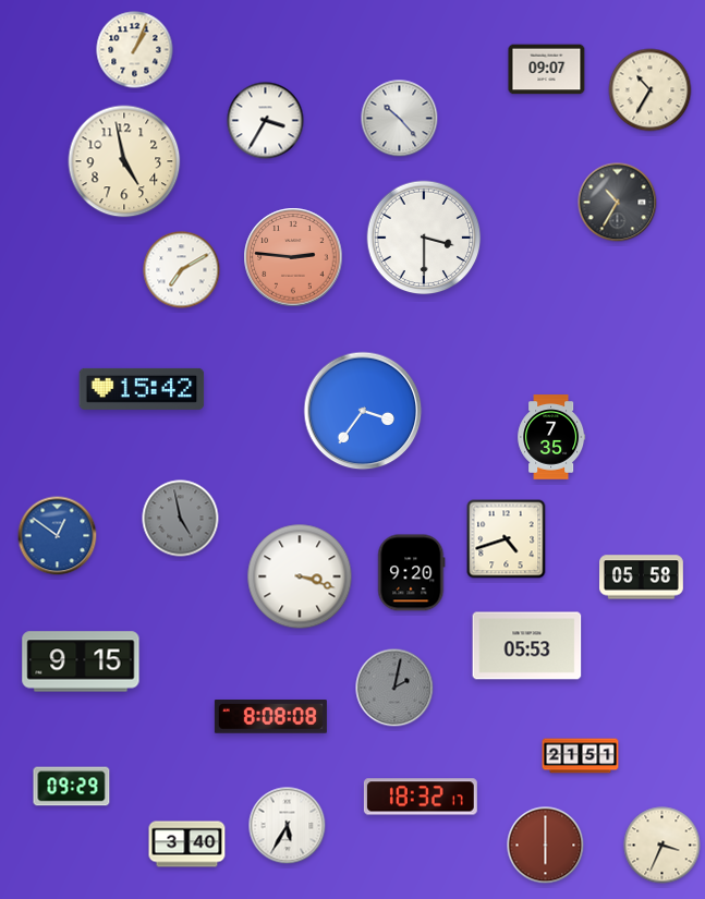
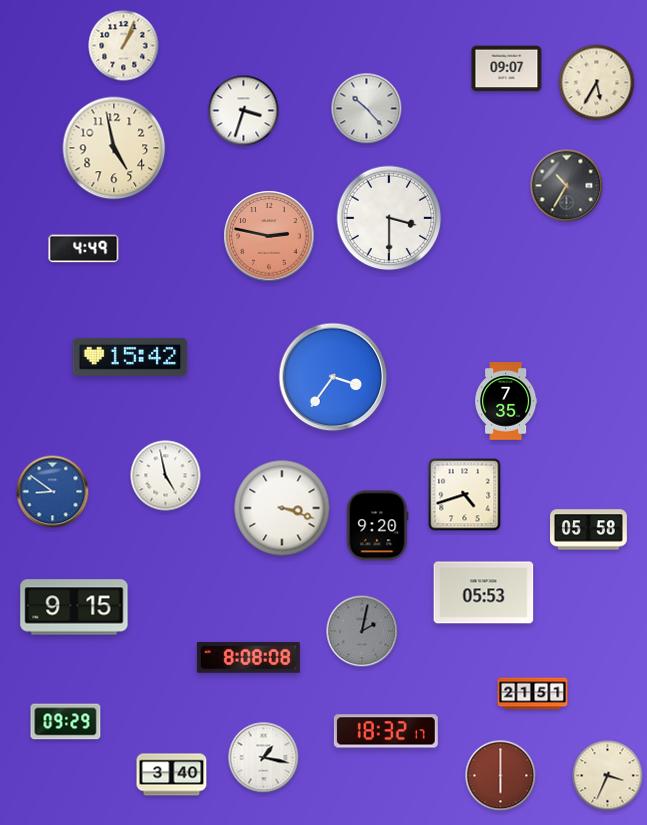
clock at (547, 70) position: (547, 70) -> (507, 69)
clock at (651, 90): 10:35 -> 5:35
clock at (266, 121): 3:35 -> 3:33
clock at (293, 257): 2:46 -> 2:47
clock at (182, 270): 7:10 -> none
clock at (84, 249): none -> 4:49
clock at (181, 519) dial: grey -> white
clock at (58, 536): 12:51 -> 8:51
clock at (300, 576) position: (300, 576) -> (282, 508)
clock at (288, 826): 5:35 -> 1:17
